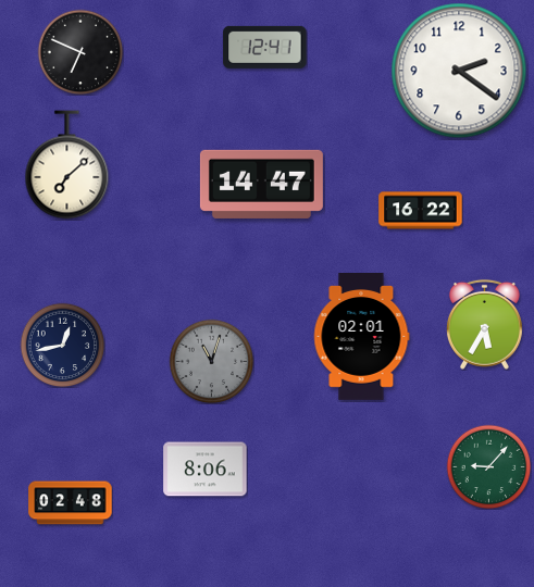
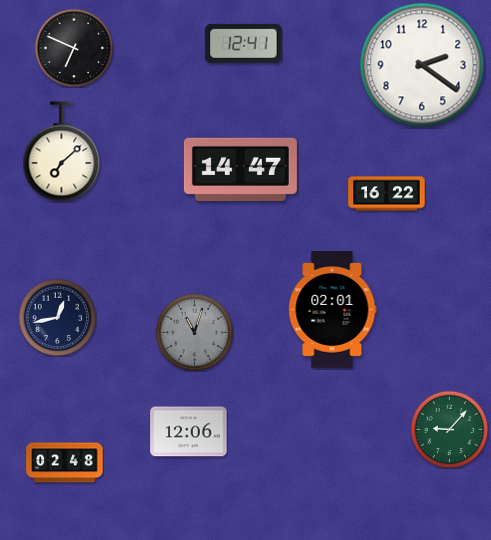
clock at (484, 324): 5:35 -> none
clock at (206, 470): 8:06 -> 12:06
